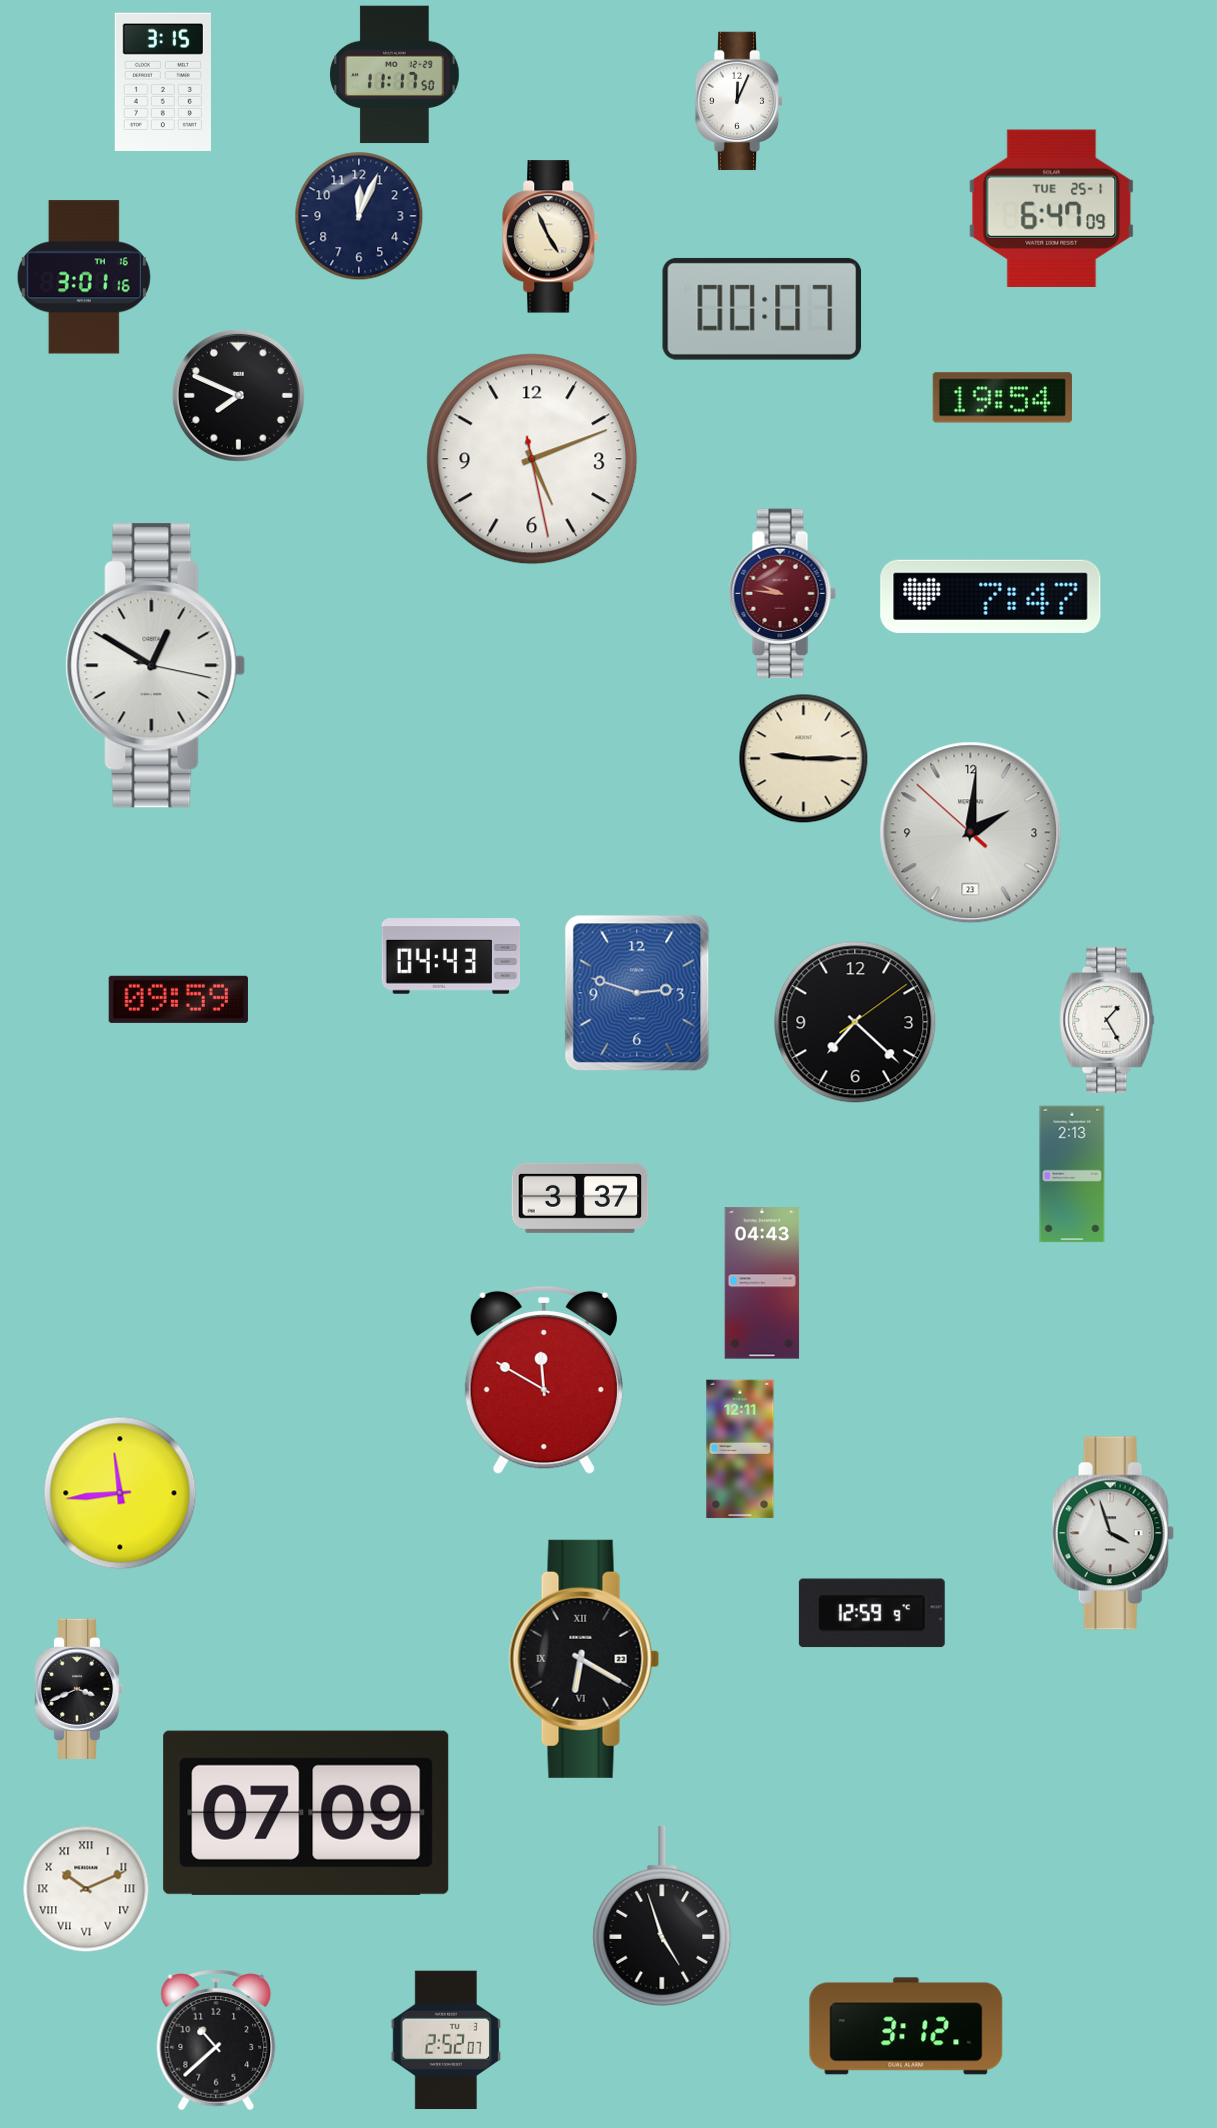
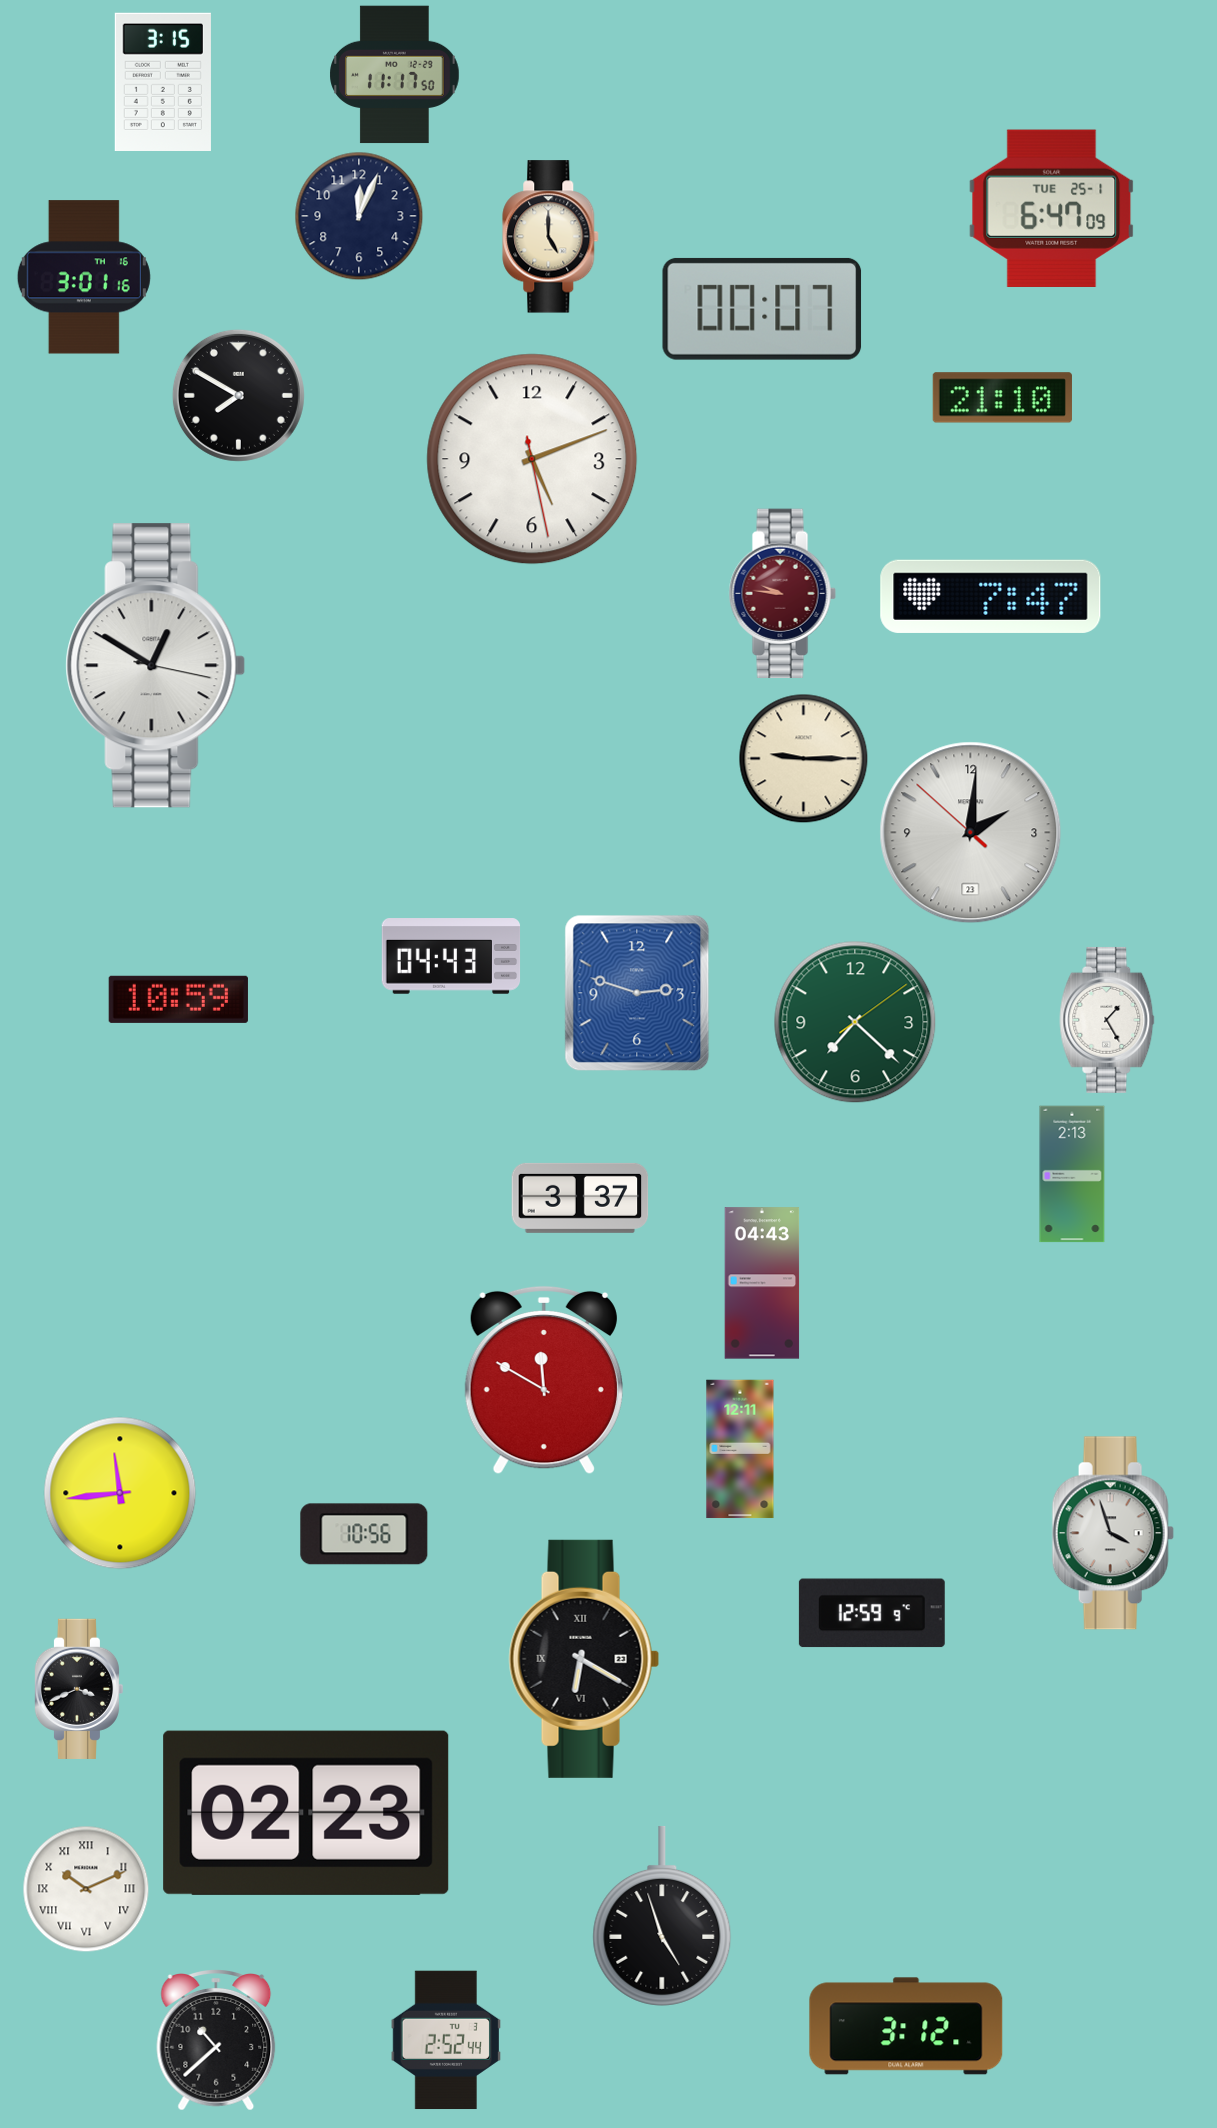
clock at (739, 101): 12:04 -> none
clock at (551, 237): 4:56 -> 5:00
clock at (238, 395): 7:49 -> 7:50
clock at (1002, 398): 19:54 -> 21:10
clock at (178, 999): 09:59 -> 10:59
clock at (855, 1022) dial: black -> green
clock at (364, 1534): none -> 10:56
clock at (306, 1813): 07:09 -> 02:23
clock at (445, 2040): 2:52:07 -> 2:52:44
